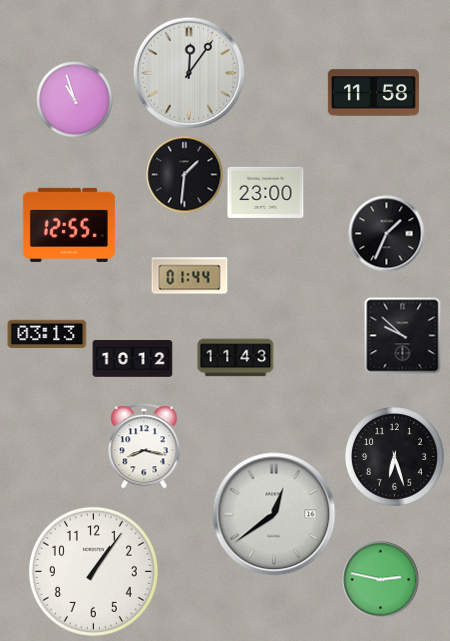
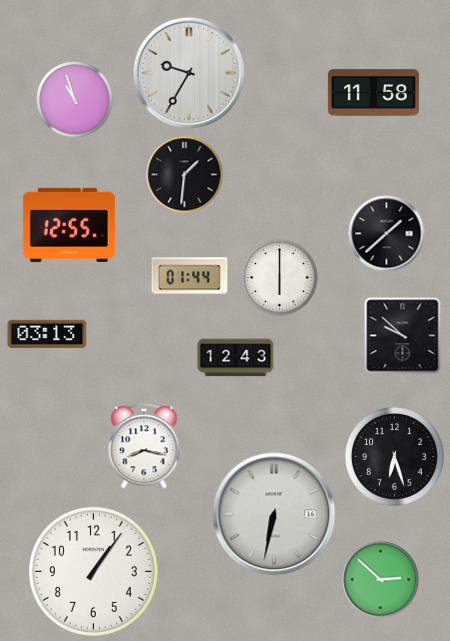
clock at (189, 73): 12:06 -> 9:35
clock at (266, 192): 23:00 -> none
clock at (387, 234): 1:34 -> 1:38
clock at (280, 278): none -> 6:00
clock at (236, 358): 11:43 -> 12:43
clock at (133, 359): 10:12 -> none
clock at (274, 514): 12:39 -> 6:32
clock at (381, 580): 2:47 -> 2:52
